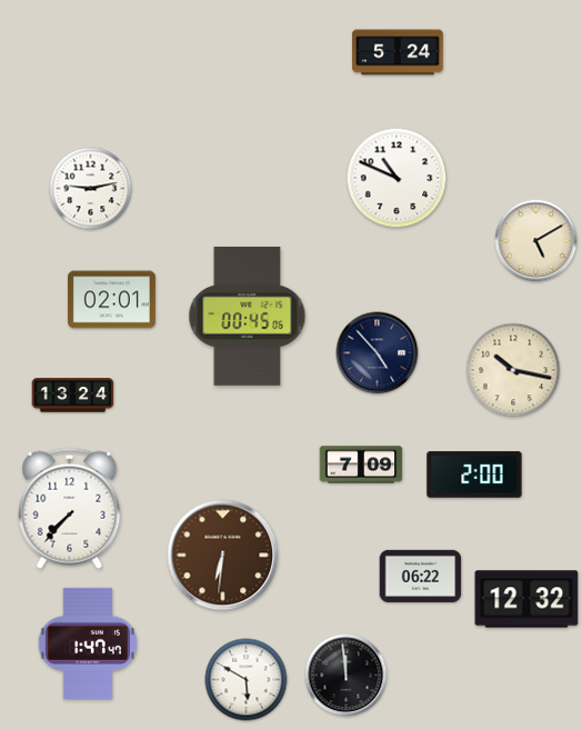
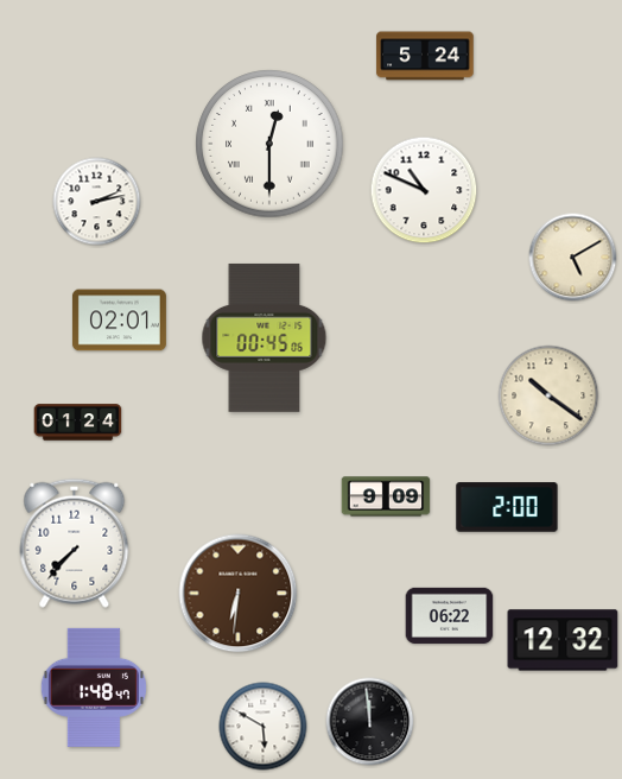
clock at (269, 144): none -> 12:30
clock at (91, 189): 9:13 -> 2:13
clock at (378, 353): 4:53 -> none
clock at (513, 370): 10:17 -> 10:21
clock at (73, 396): 13:24 -> 01:24
clock at (361, 465): 7:09 -> 9:09
clock at (88, 643): 1:47 -> 1:48
